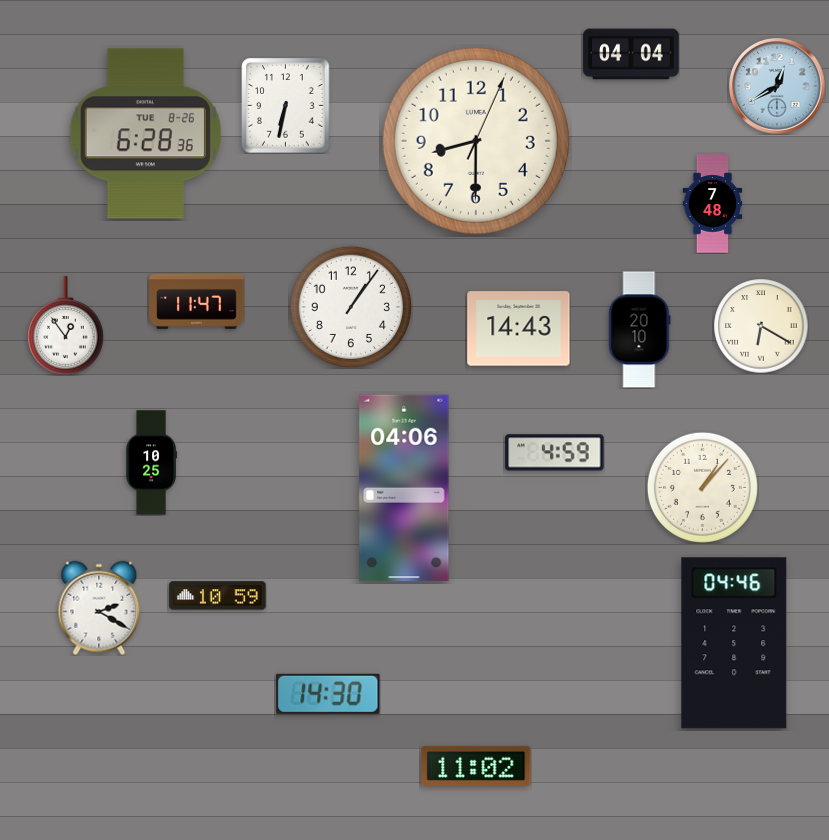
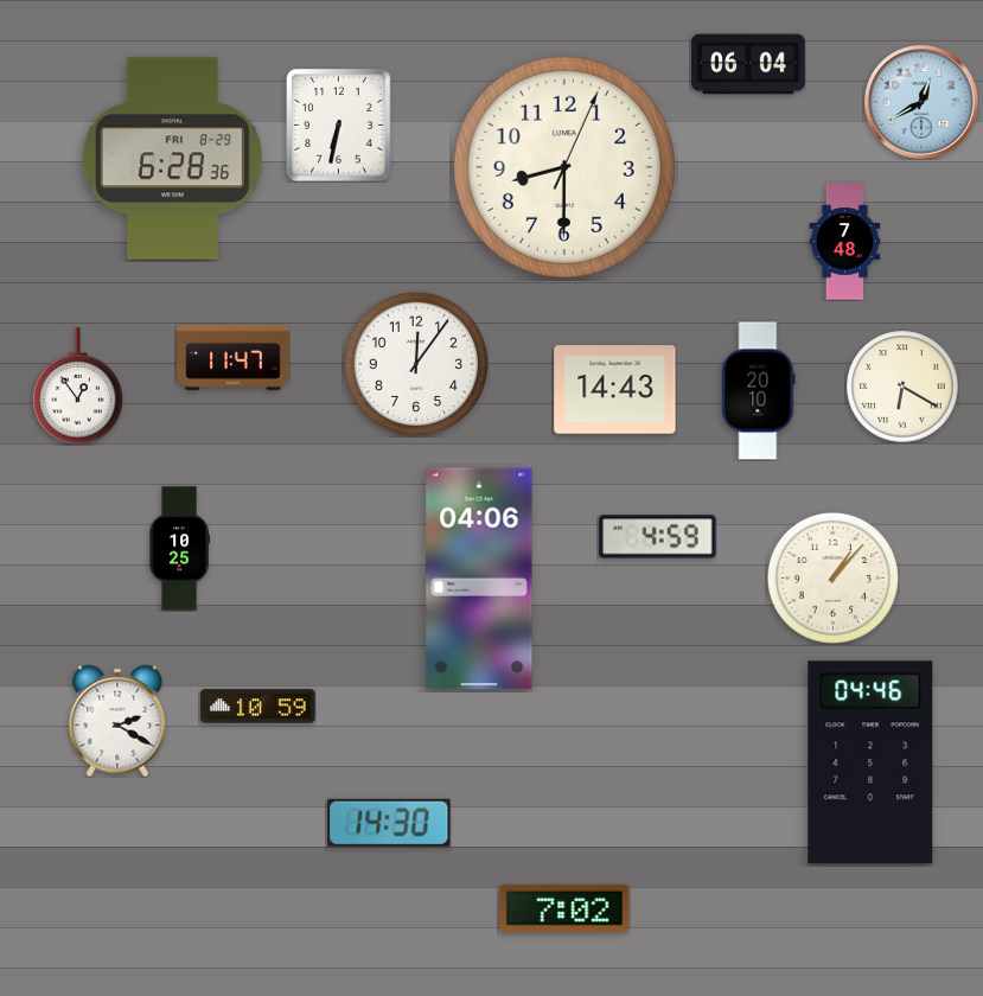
clock at (631, 54): 04:04 -> 06:04
clock at (145, 134) date: TUE 8-26 -> FRI 8-29
clock at (350, 306): 1:06 -> 12:06
clock at (476, 766): 11:02 -> 7:02
